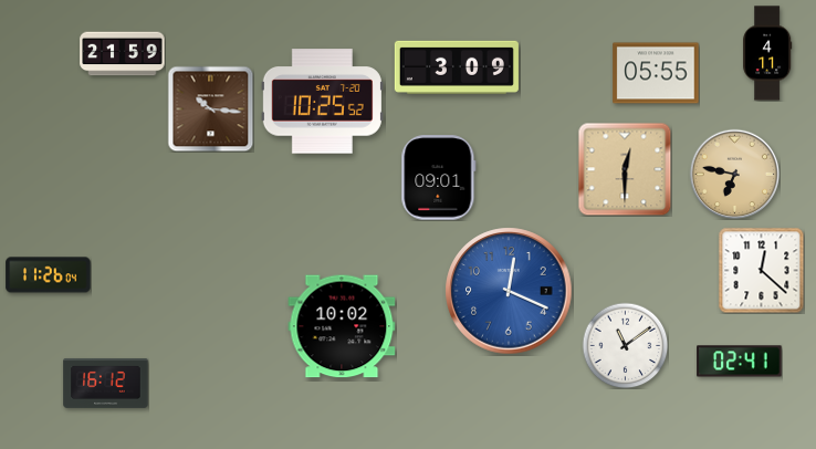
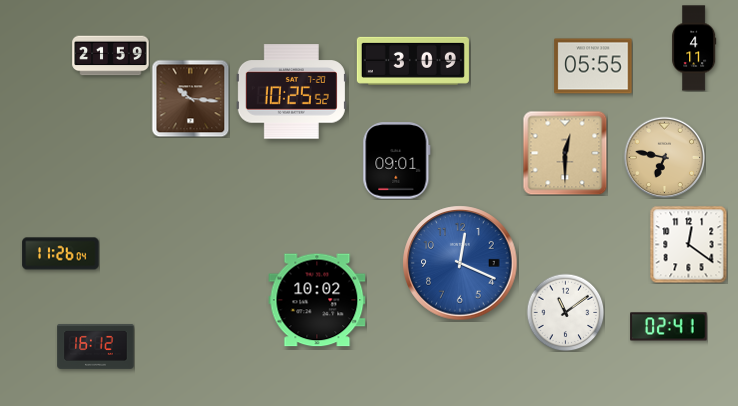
clock at (123, 54) position: (123, 54) -> (111, 56)
clock at (761, 270): 12:22 -> 12:21
clock at (49, 275) position: (49, 275) -> (61, 254)
clock at (342, 326) position: (342, 326) -> (317, 300)
